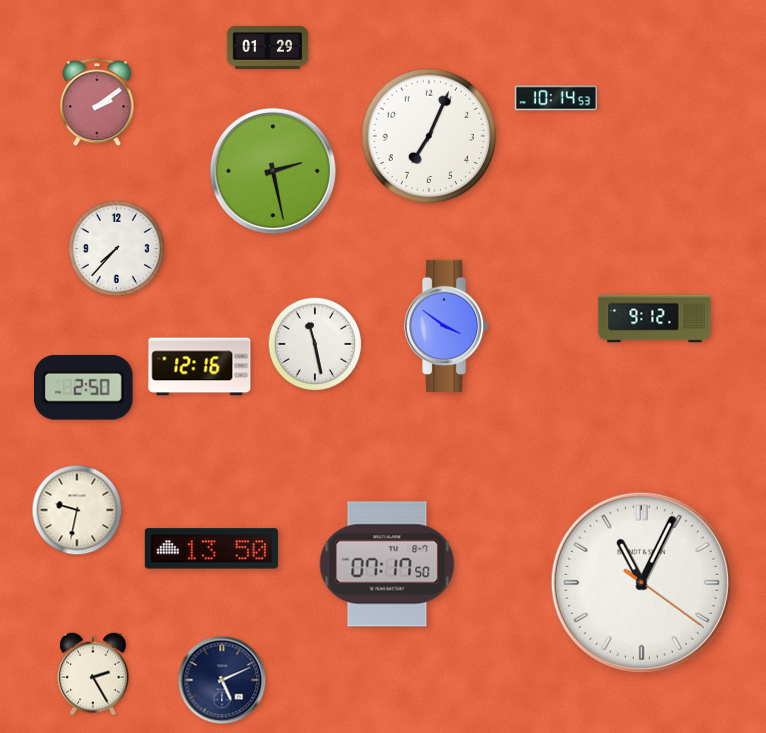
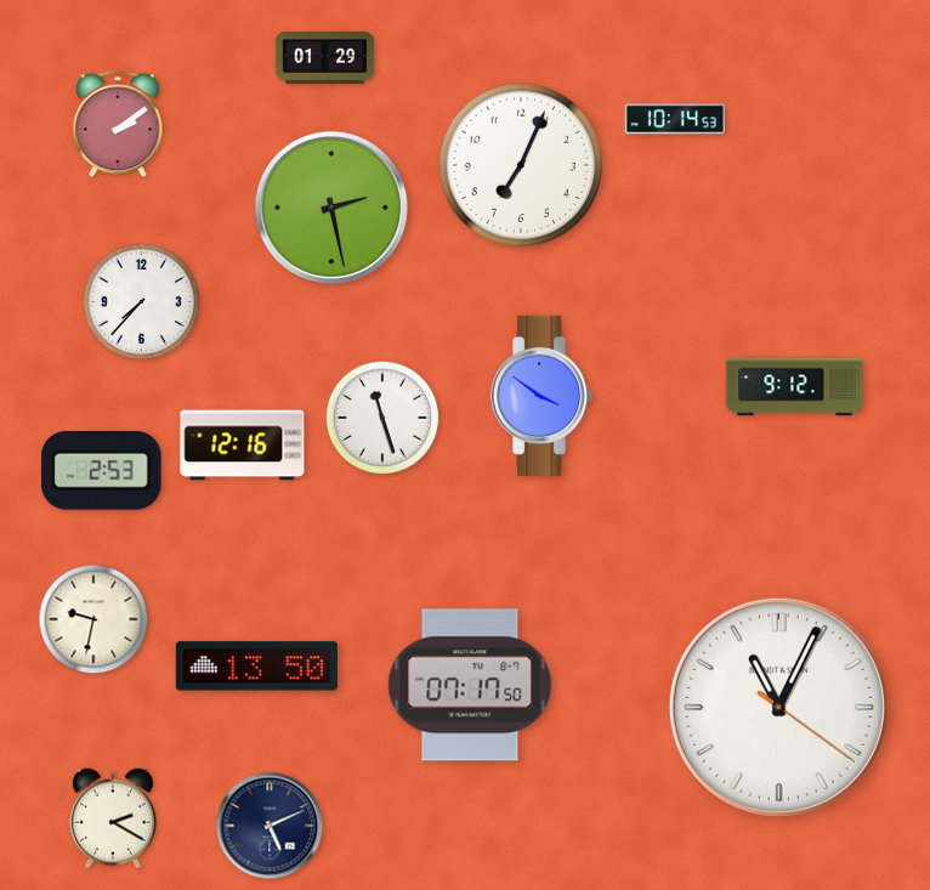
clock at (315, 344): 11:28 -> 11:27
clock at (84, 387): 2:50 -> 2:53
clock at (93, 674): 2:25 -> 2:20
